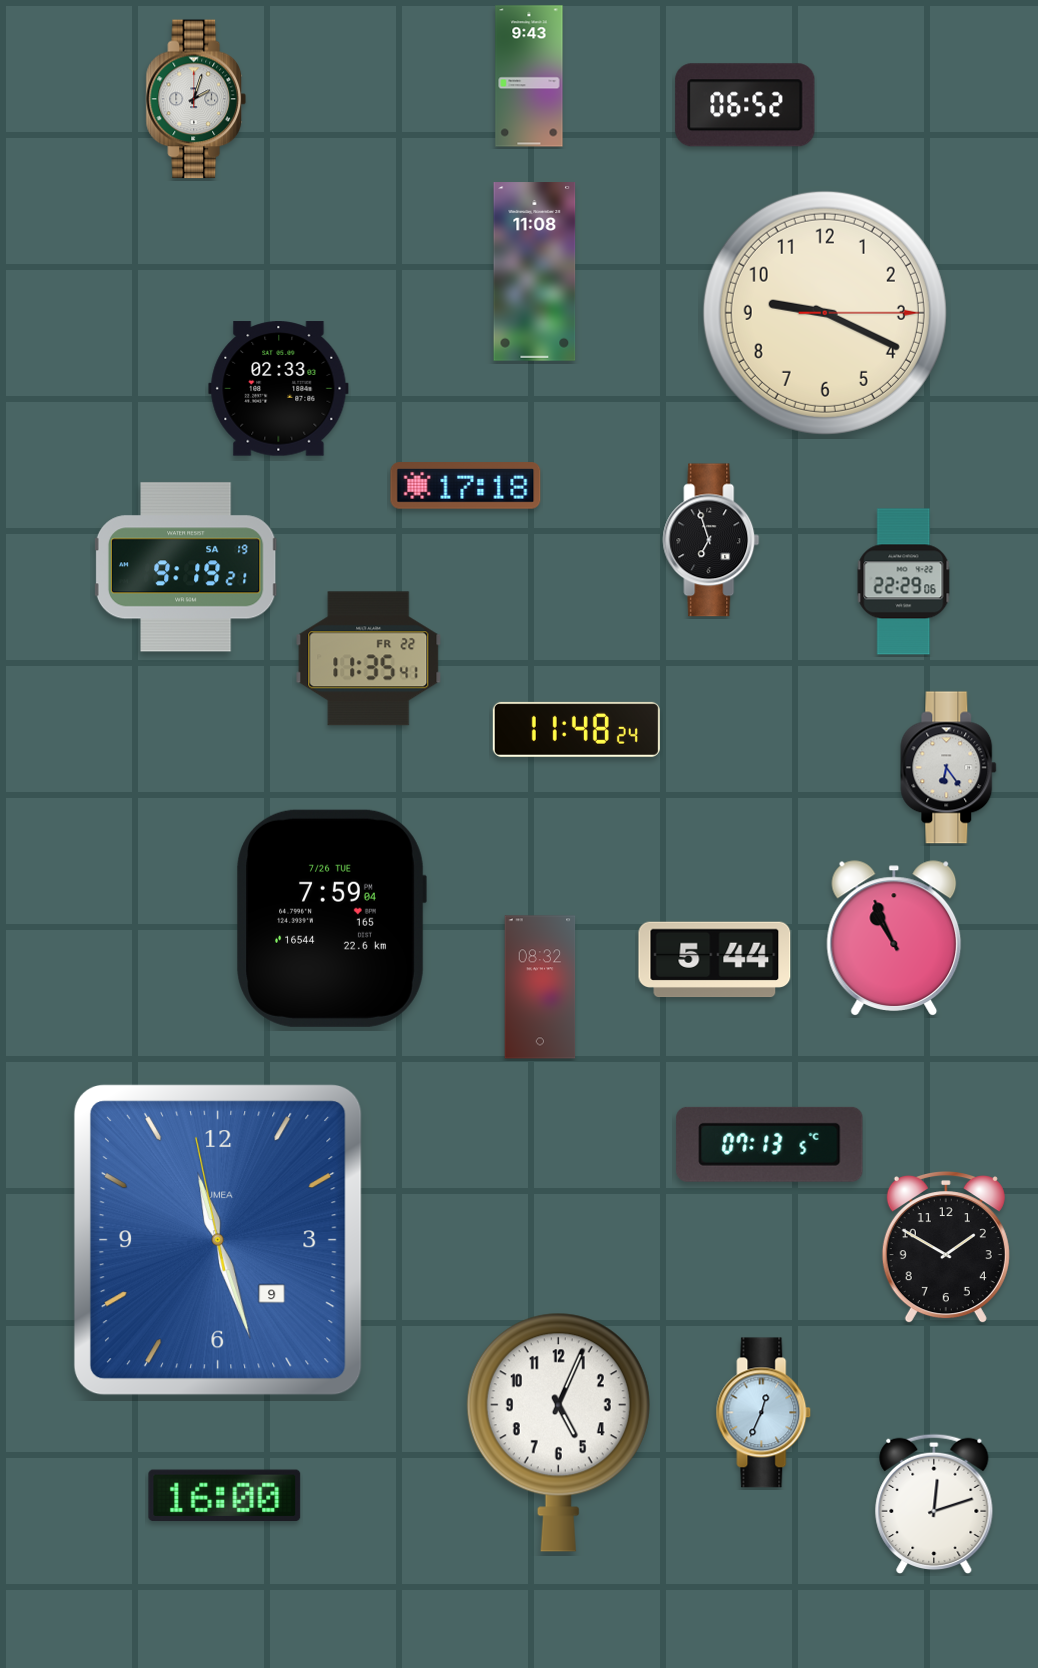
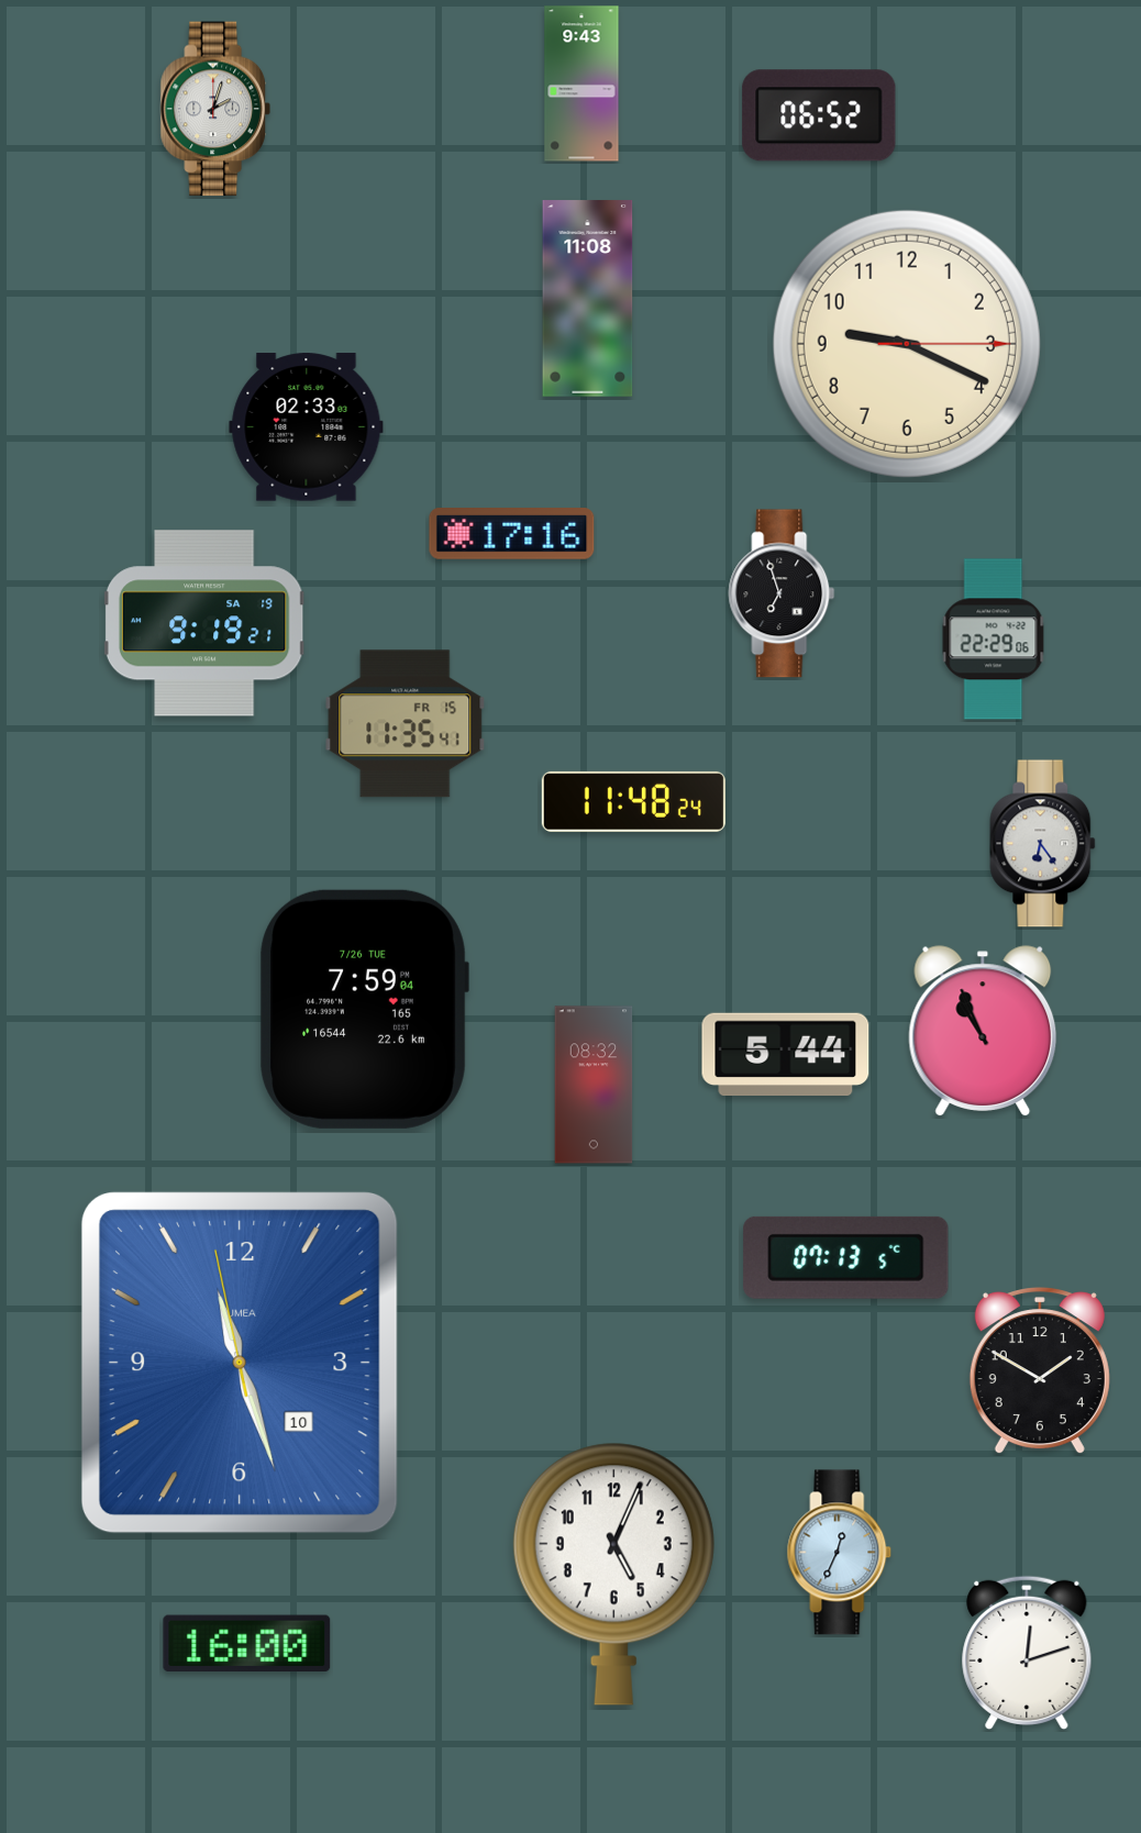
clock at (466, 486): 17:18 -> 17:16
clock at (369, 659) date: FR 22 -> FR 15
clock at (218, 1240) date: 9 -> 10
